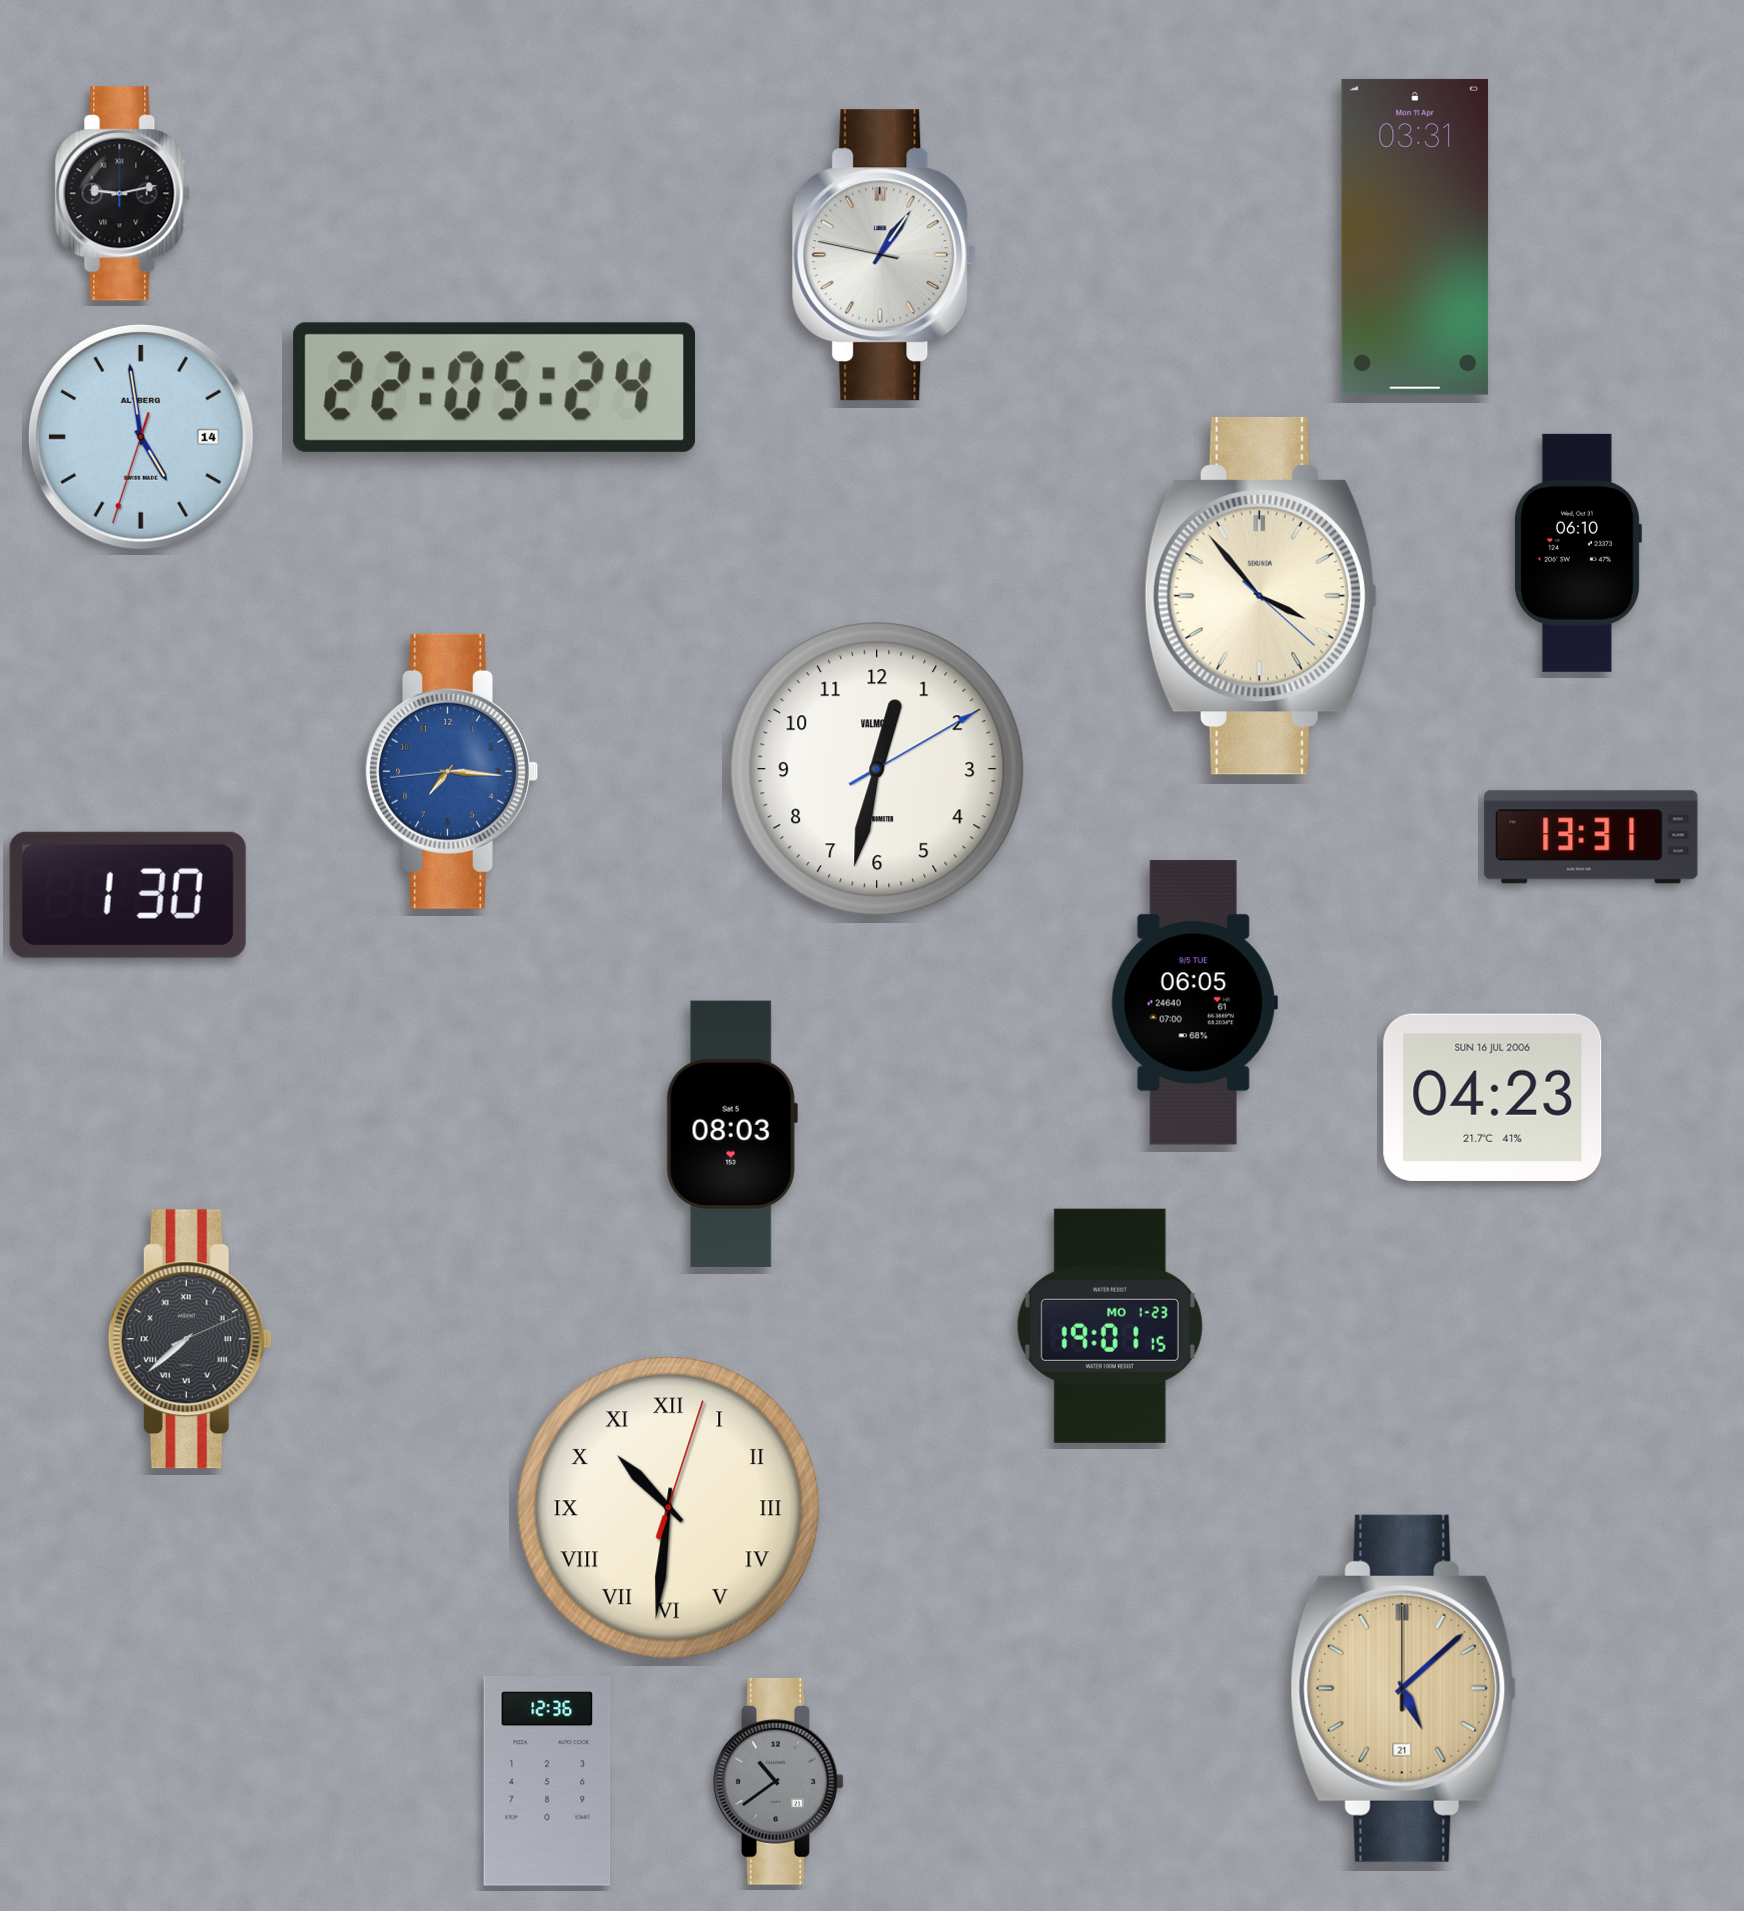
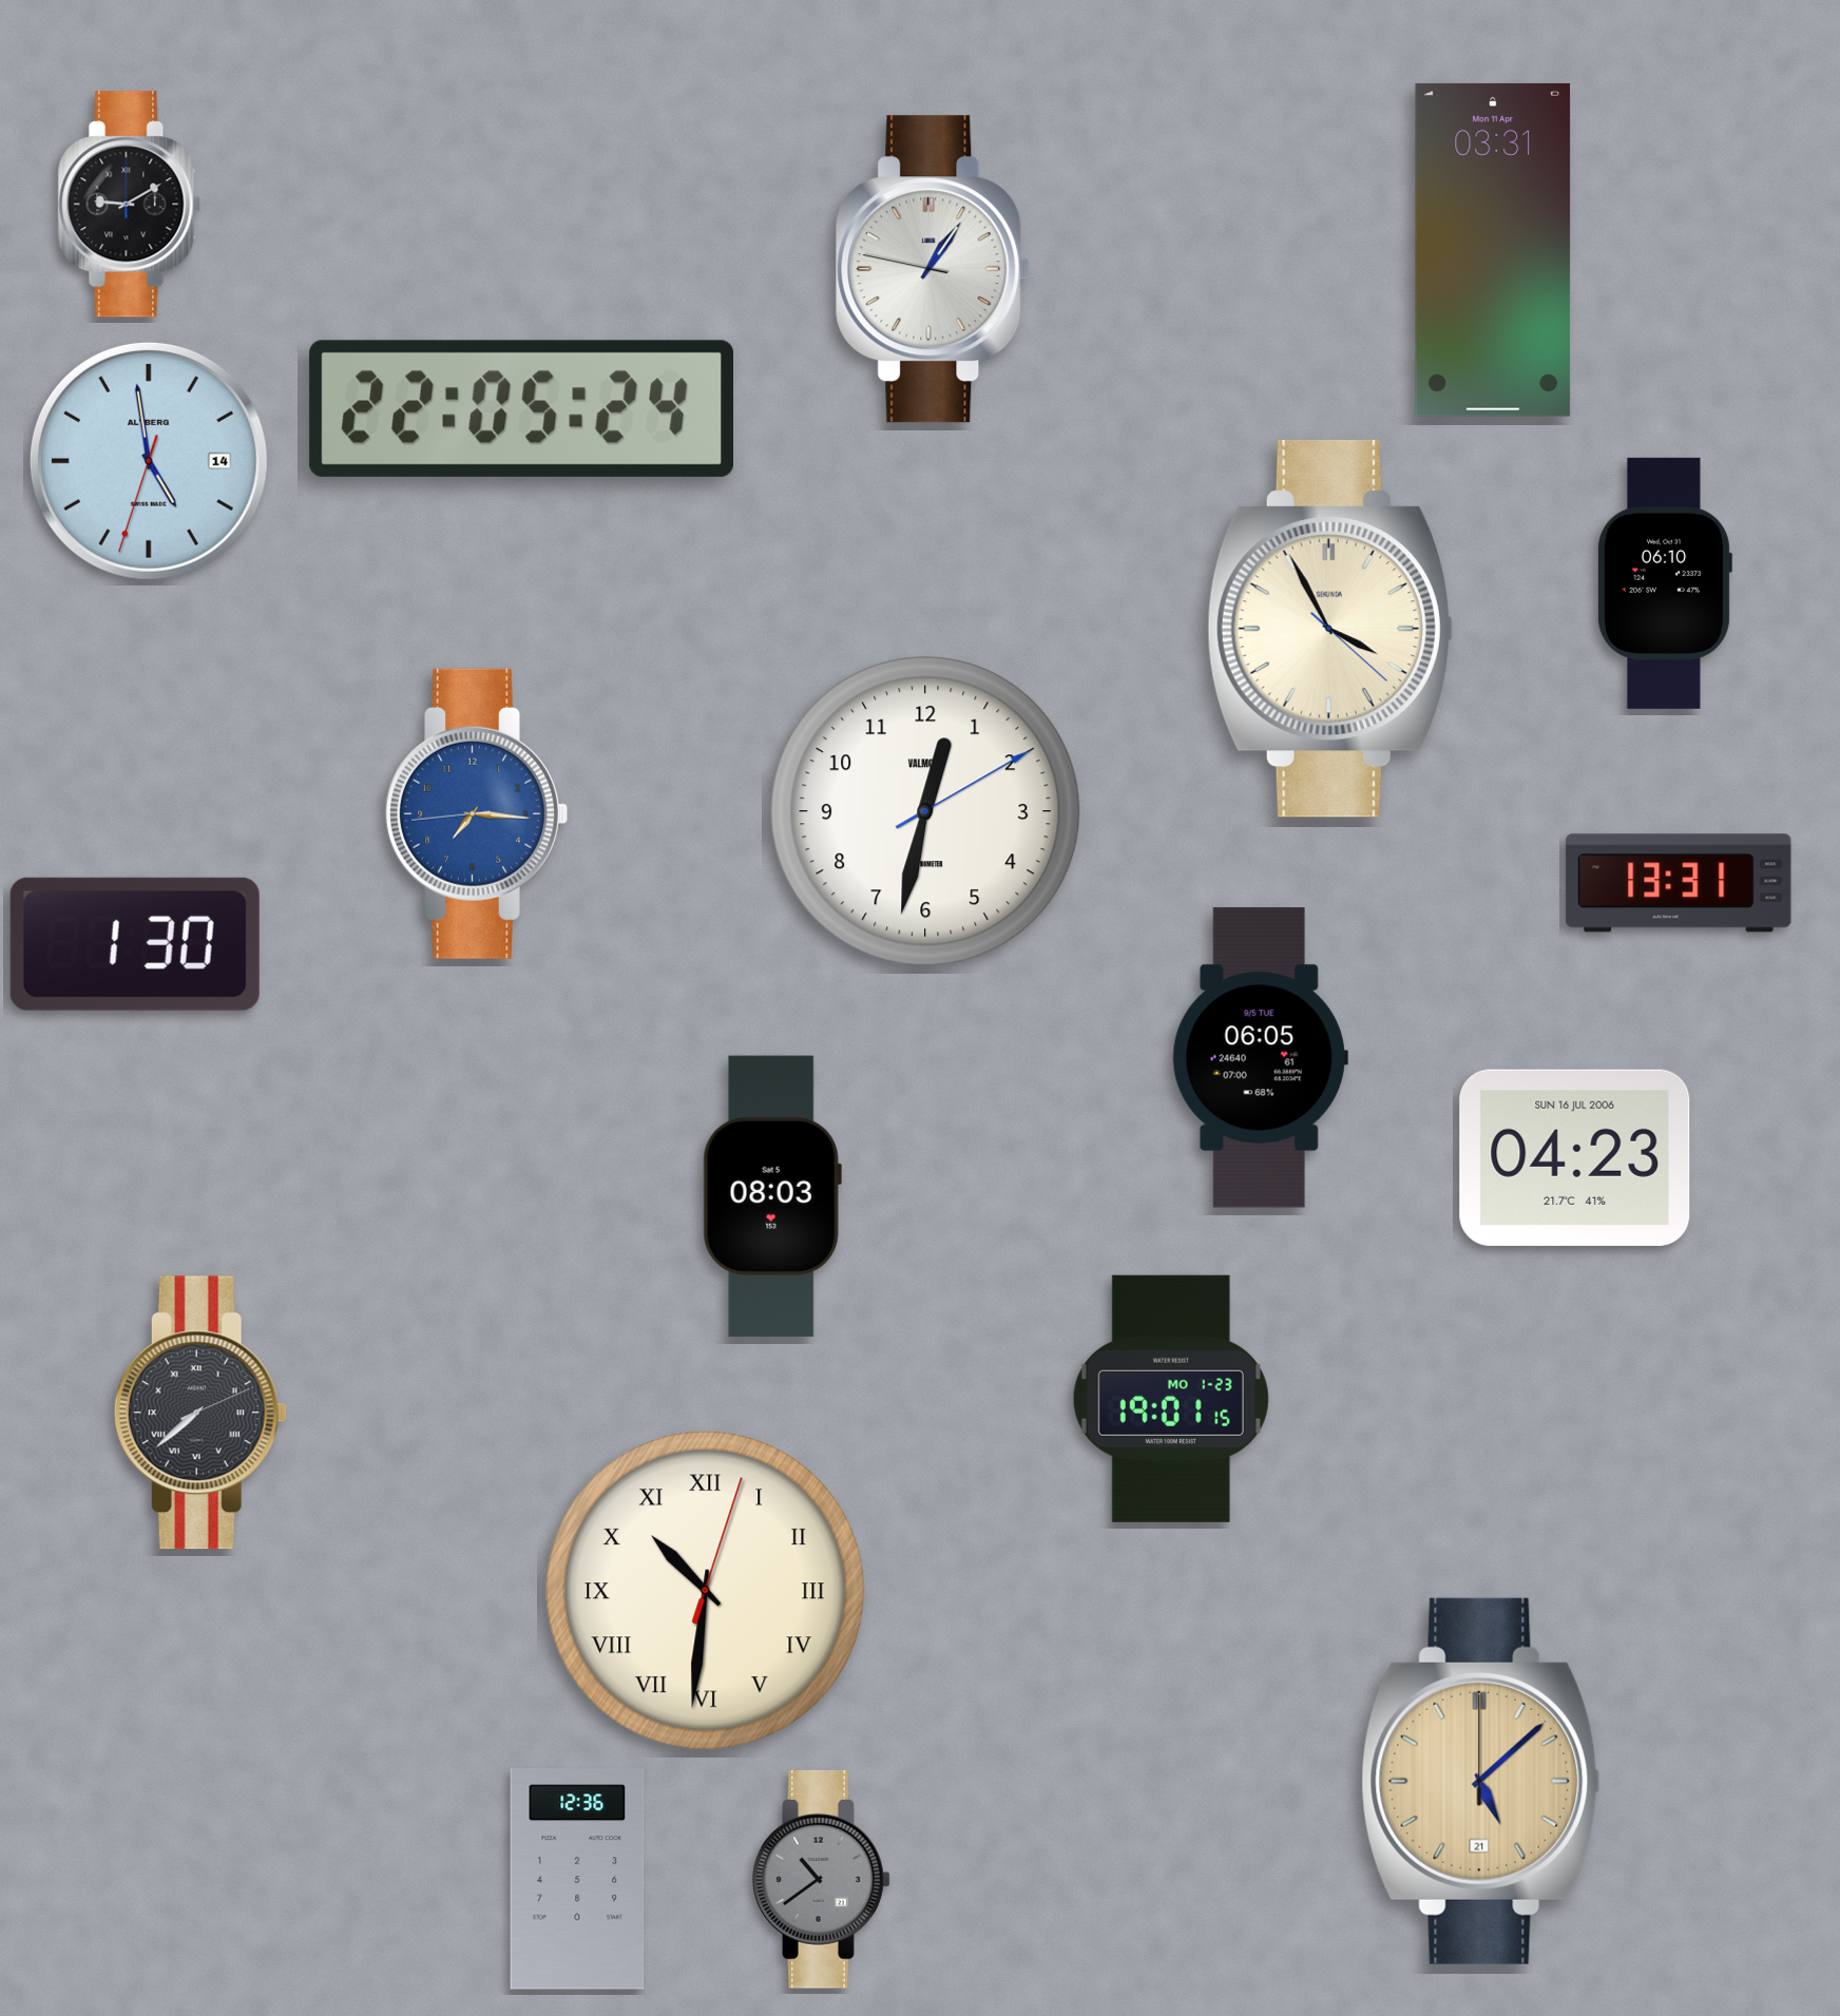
clock at (123, 194): 9:13 -> 9:10
clock at (1261, 596): 3:53 -> 3:55
